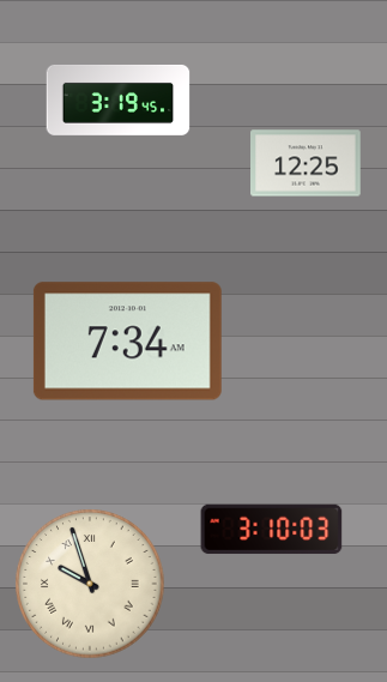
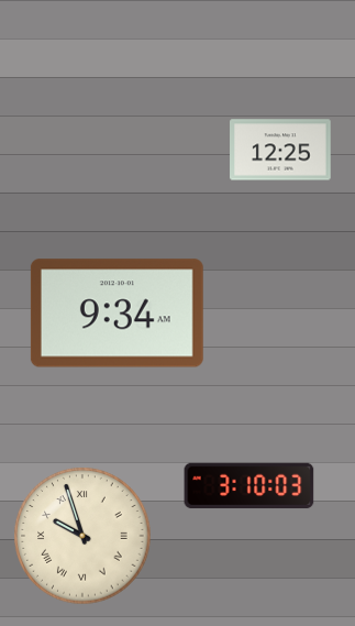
clock at (119, 99): 3:19 -> none
clock at (127, 342): 7:34 -> 9:34
